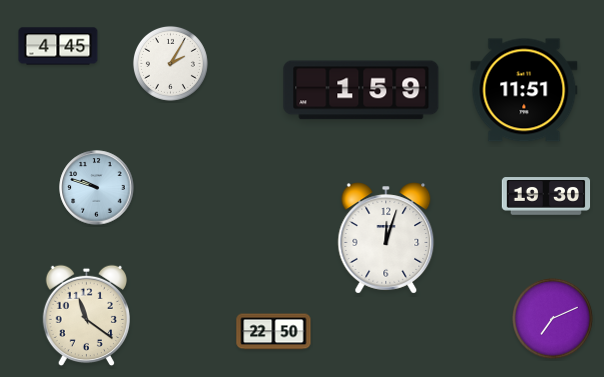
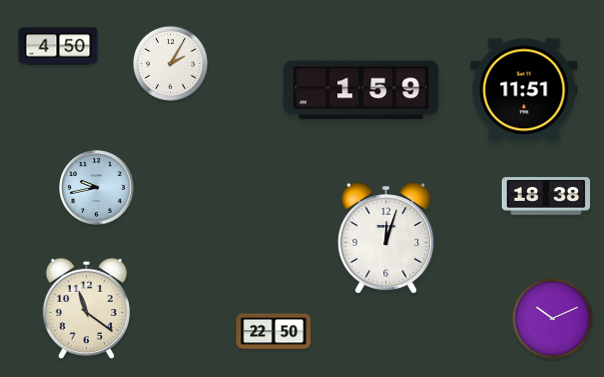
clock at (58, 46): 4:45 -> 4:50
clock at (97, 188): 9:48 -> 9:43
clock at (546, 196): 19:30 -> 18:38
clock at (86, 316) position: (86, 316) -> (86, 309)
clock at (553, 319): 7:11 -> 10:11
